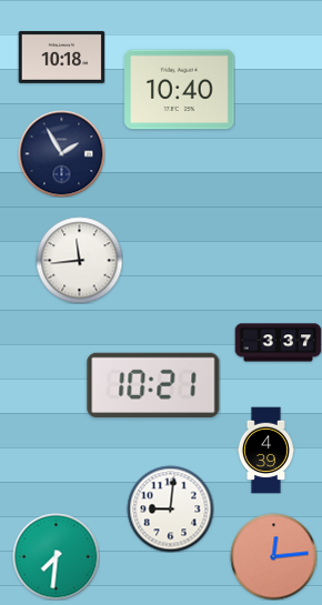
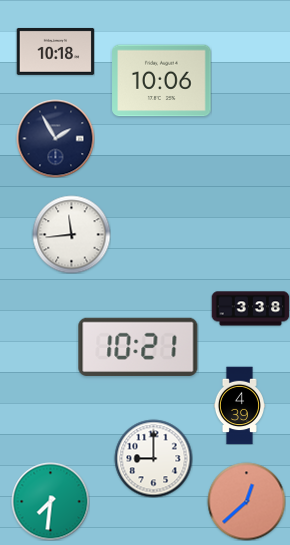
clock at (180, 90): 10:40 -> 10:06
clock at (278, 343): 3:37 -> 3:38
clock at (170, 508): 9:01 -> 9:00
clock at (273, 556): 12:14 -> 12:38
